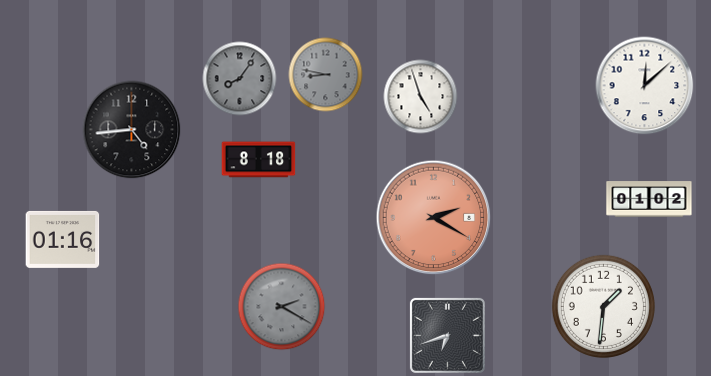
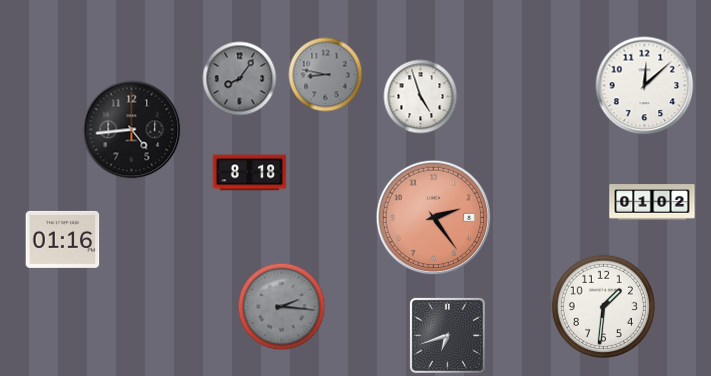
clock at (259, 160) position: (259, 160) -> (250, 173)
clock at (649, 199) position: (649, 199) -> (652, 202)
clock at (434, 218): 2:20 -> 2:24
clock at (282, 307): 2:20 -> 2:16
